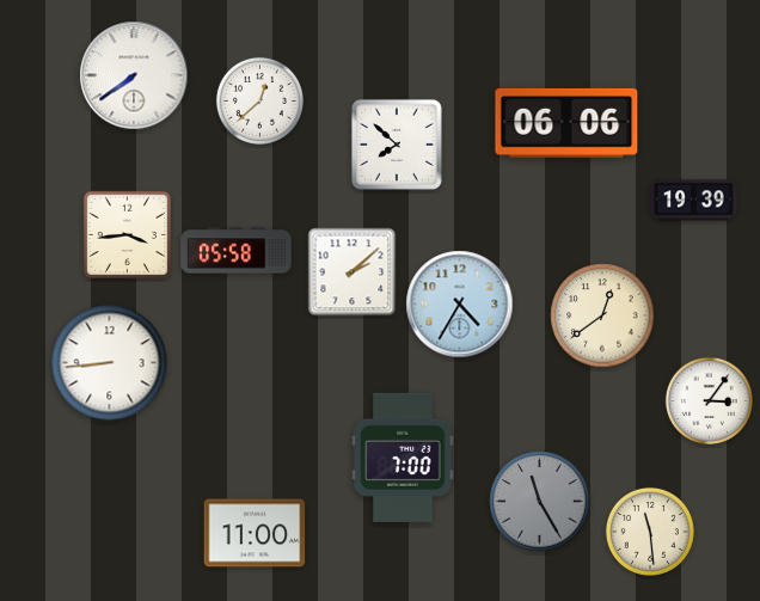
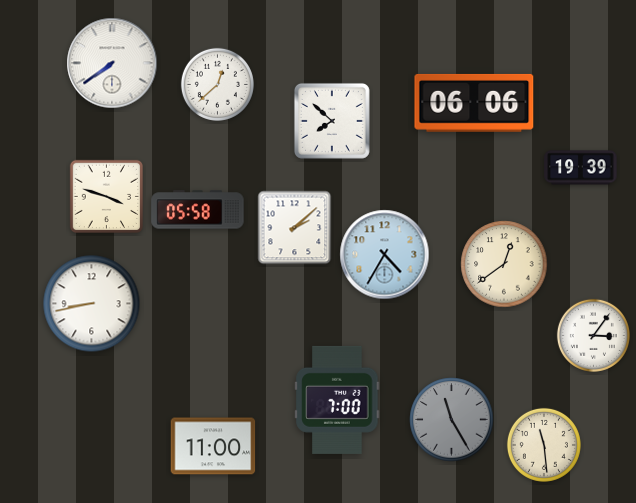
clock at (127, 234): 3:44 -> 3:48
clock at (110, 363): 8:44 -> 8:43
clock at (403, 458) position: (403, 458) -> (337, 400)
